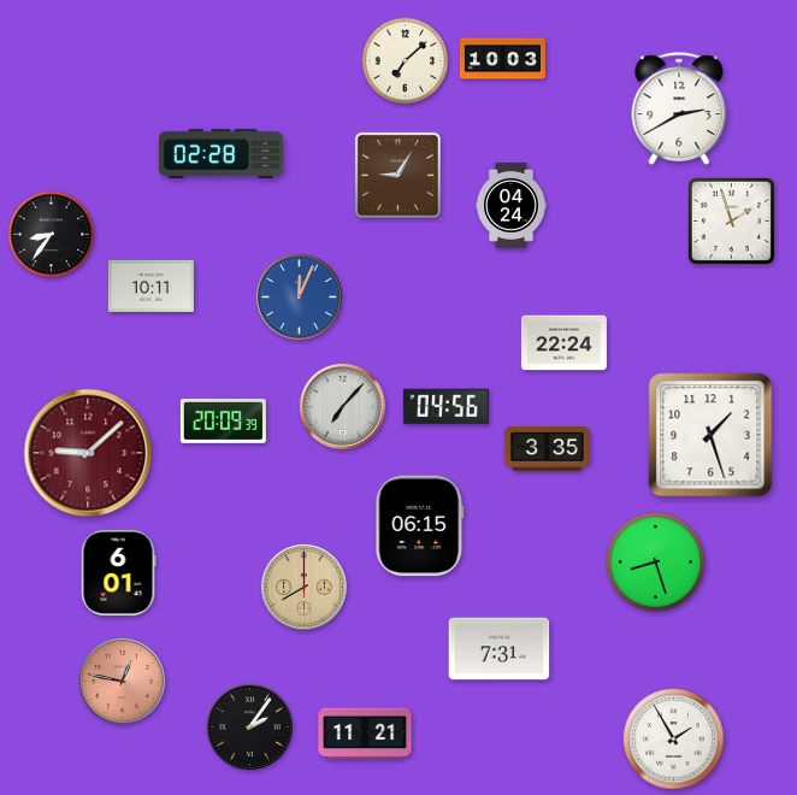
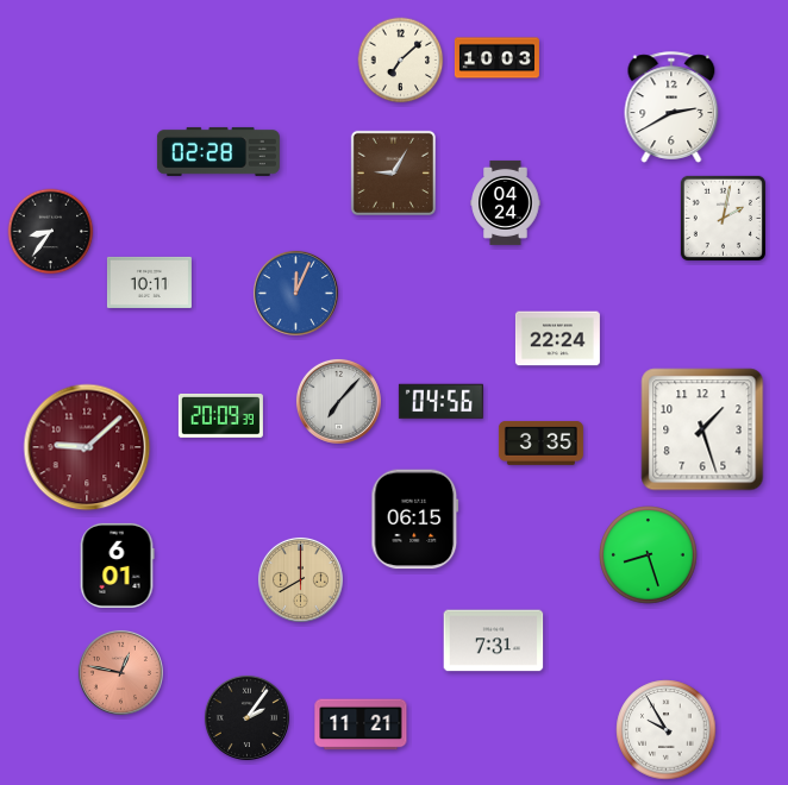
clock at (731, 220): 1:57 -> 2:02
clock at (674, 740): 1:55 -> 9:55
